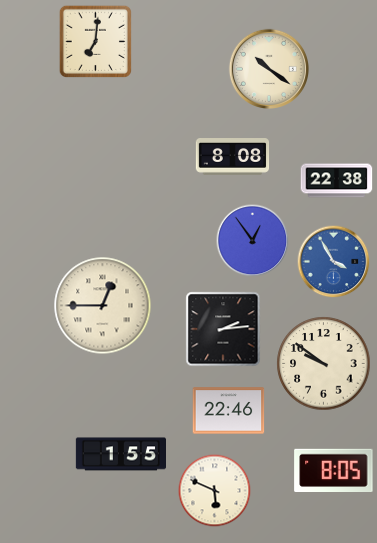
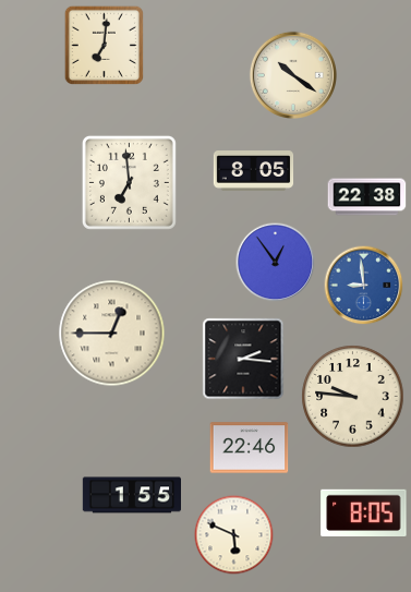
clock at (233, 157): 8:08 -> 8:05
clock at (129, 182): none -> 6:59
clock at (334, 262): 3:55 -> 8:59
clock at (223, 329): 2:14 -> 2:16
clock at (324, 364): 9:51 -> 9:46
